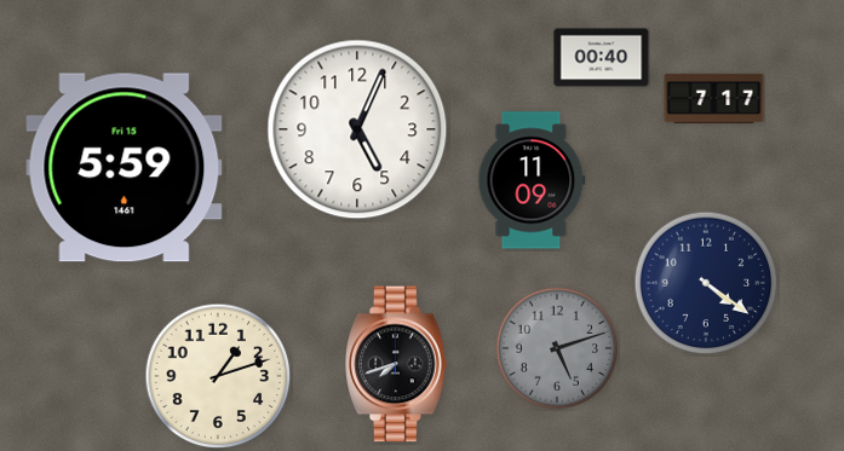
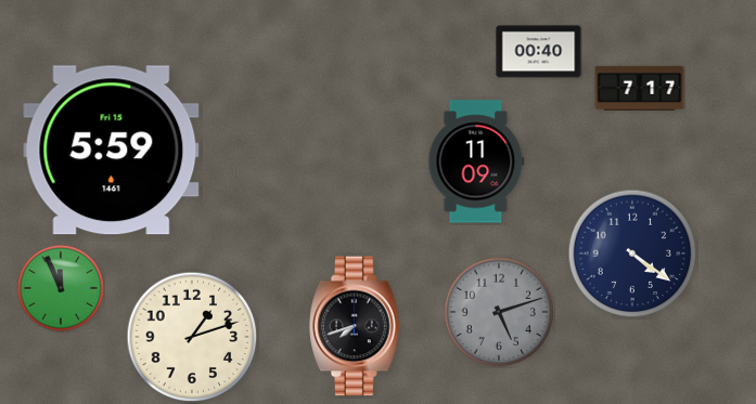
clock at (357, 129): 5:04 -> none
clock at (61, 288): none -> 11:56
clock at (218, 376) position: (218, 376) -> (192, 337)
